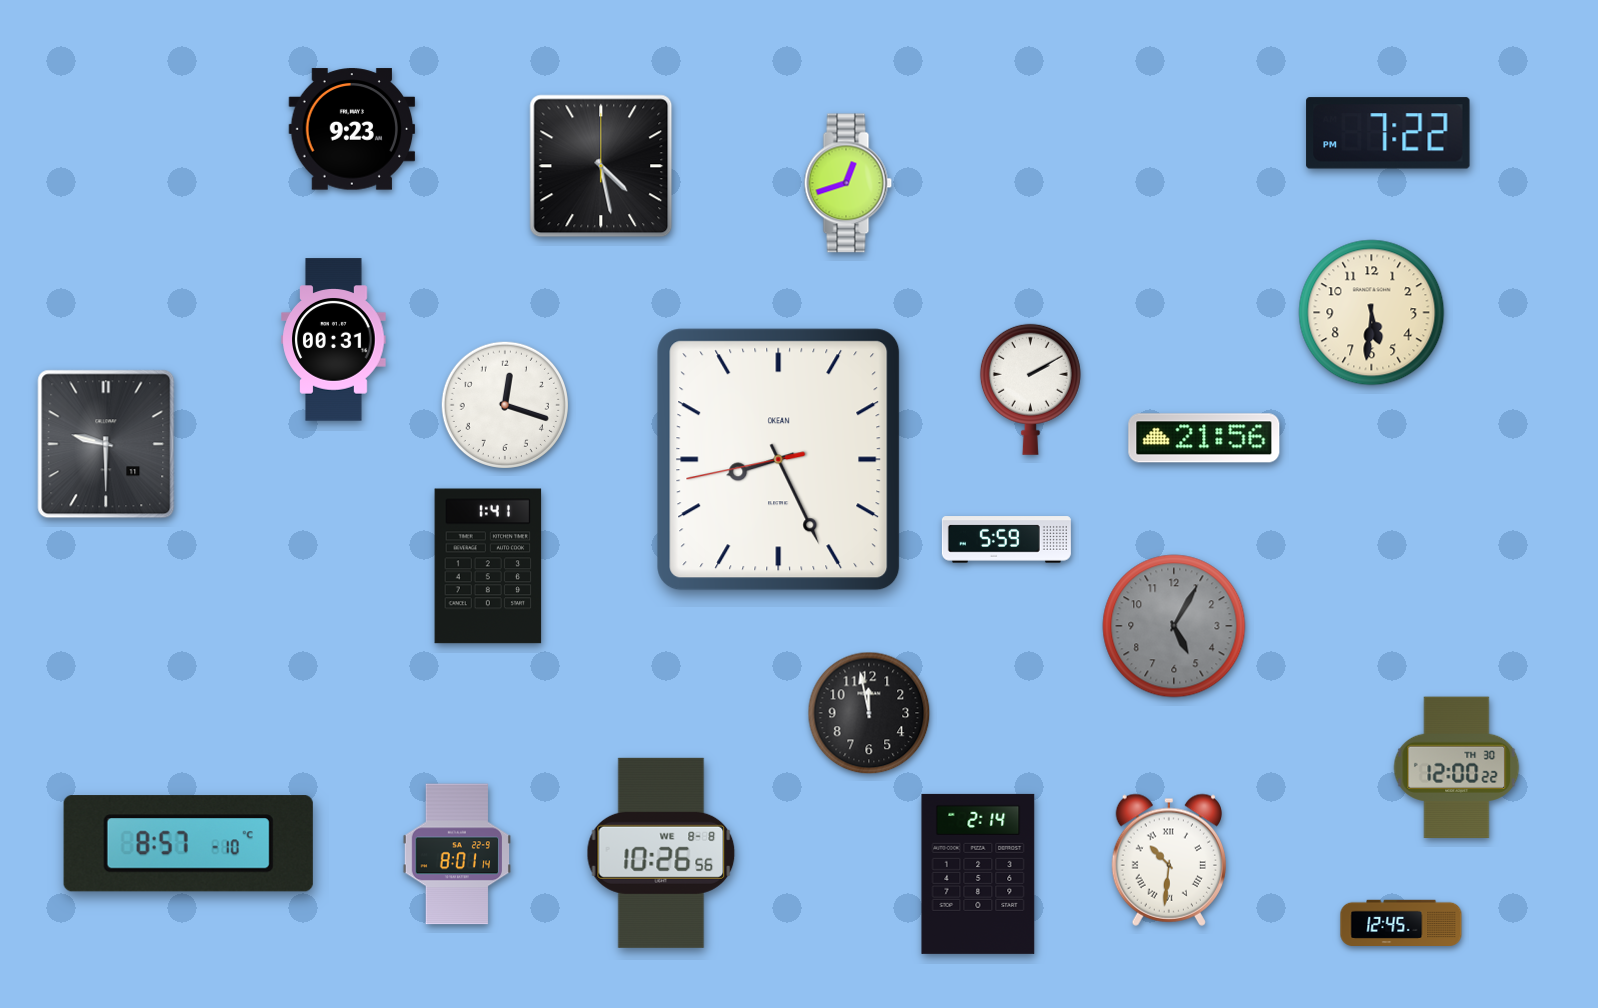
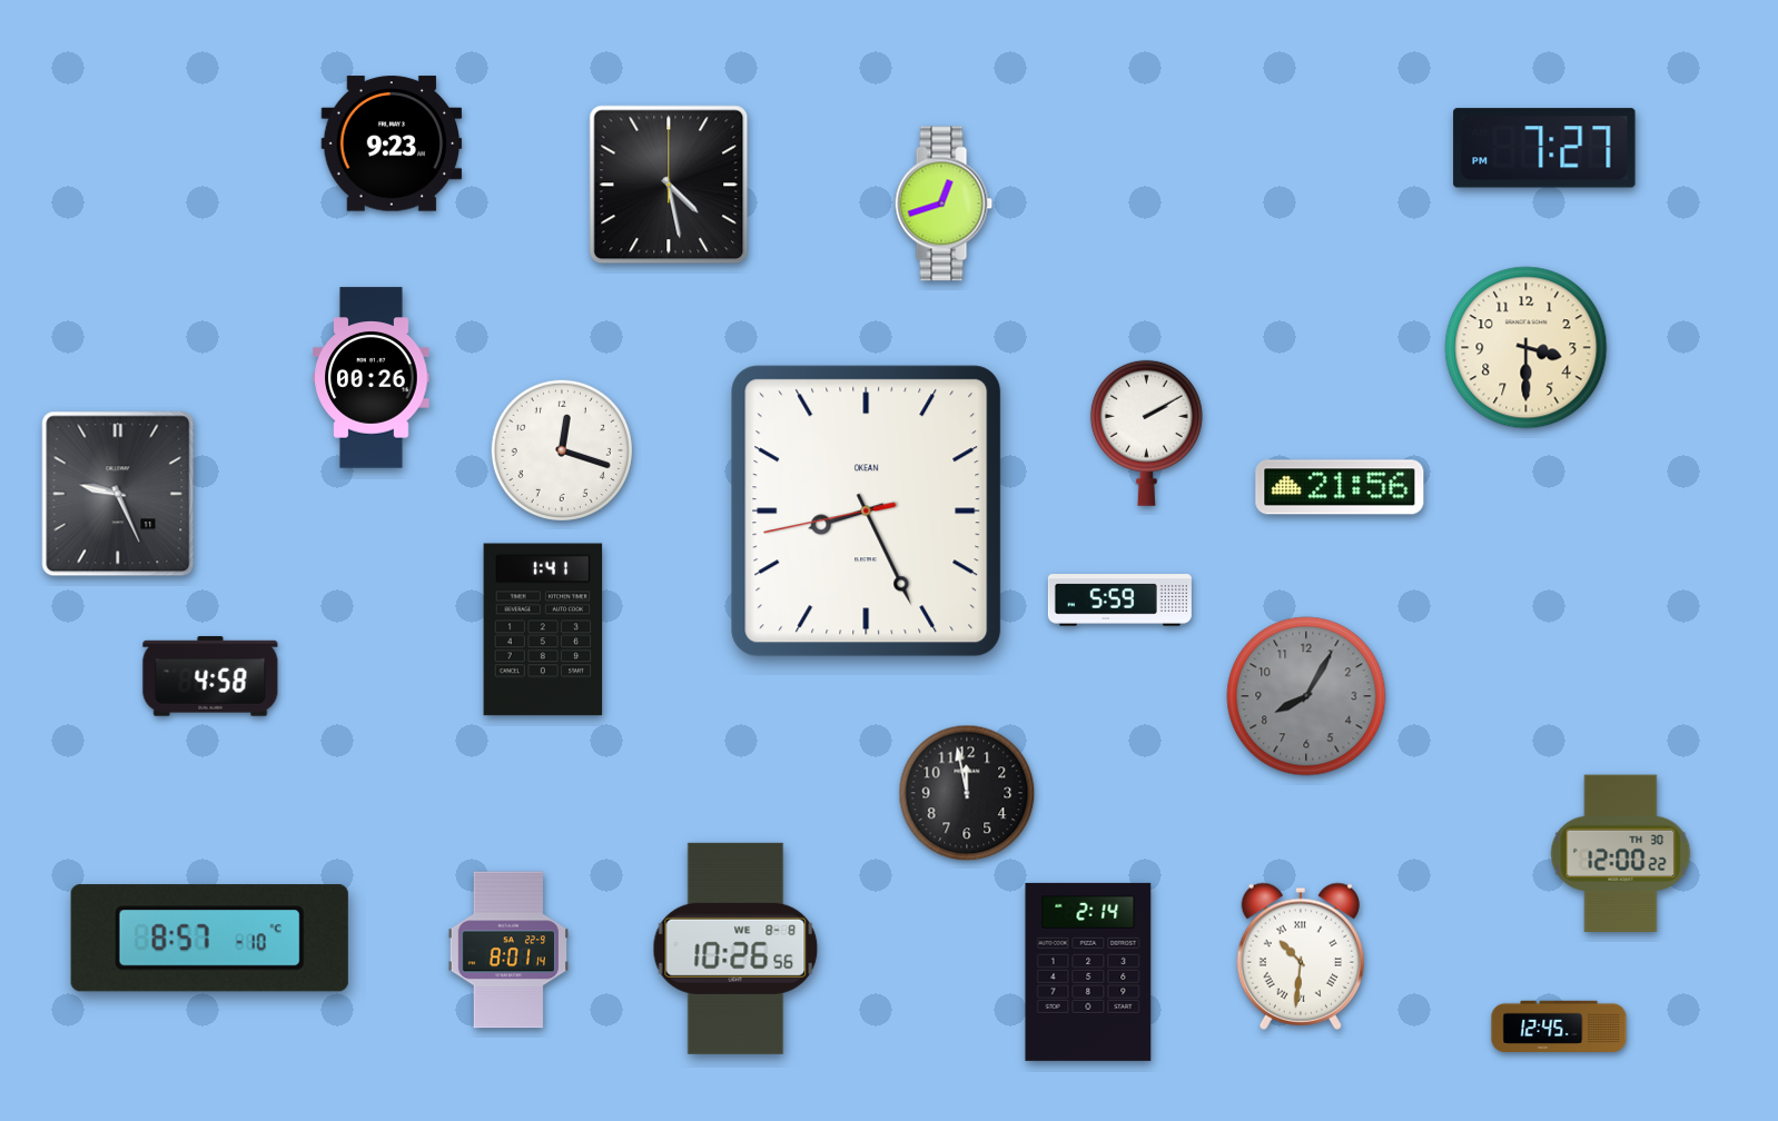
clock at (1388, 133): 7:22 -> 7:27
clock at (1372, 313): 5:31 -> 3:30
clock at (334, 340): 00:31 -> 00:26
clock at (106, 444): 9:30 -> 9:26
clock at (210, 676): none -> 4:58
clock at (1174, 626): 5:05 -> 8:05
